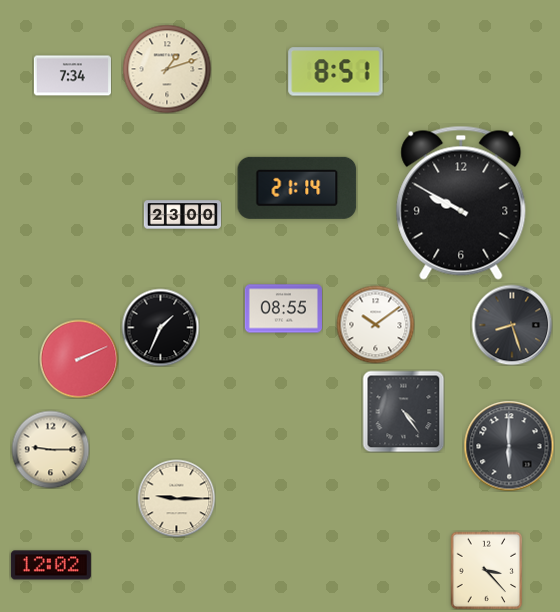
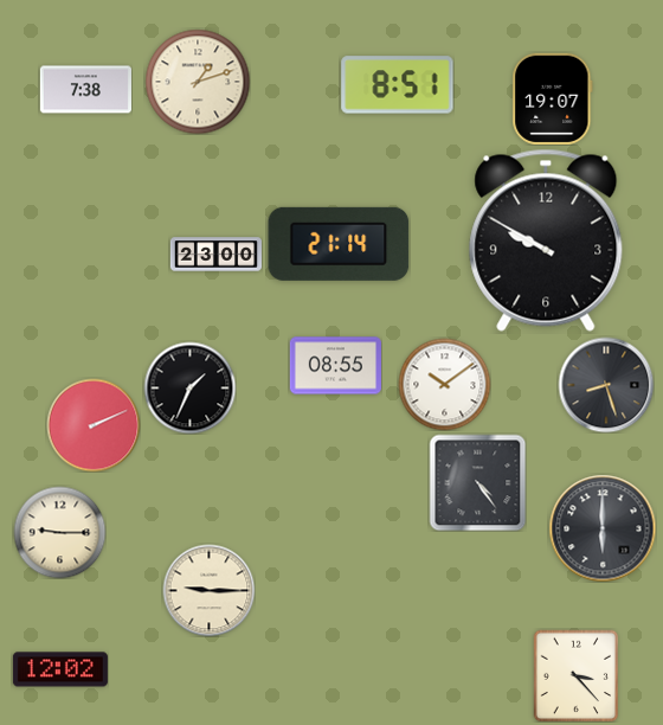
clock at (72, 76): 7:34 -> 7:38
clock at (553, 98): none -> 19:07
clock at (297, 188) position: (297, 188) -> (339, 244)
clock at (403, 411) position: (403, 411) -> (477, 482)
